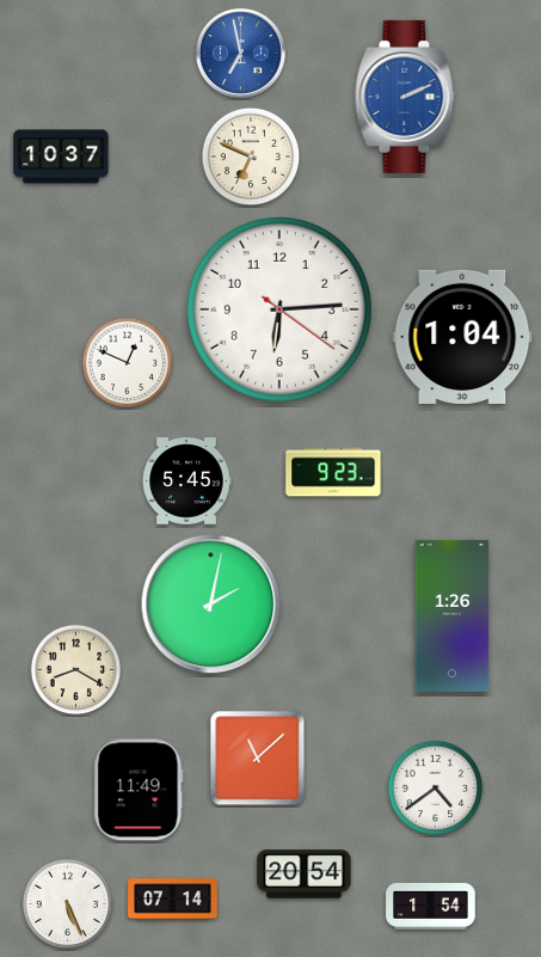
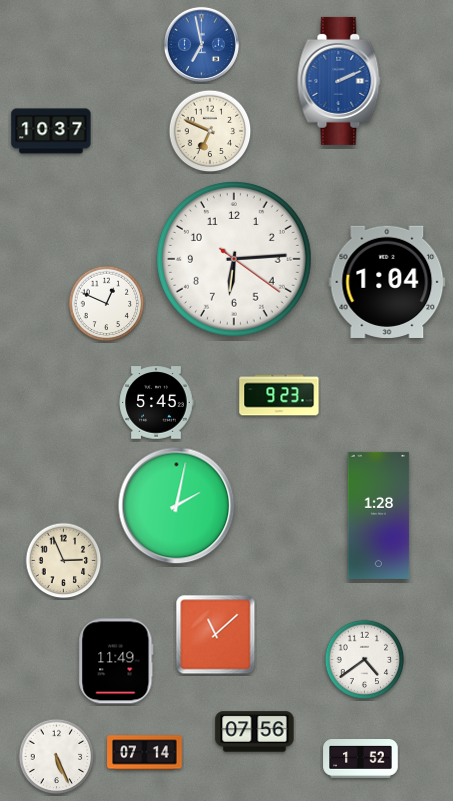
clock at (453, 615): 1:26 -> 1:28
clock at (76, 670): 8:20 -> 2:56
clock at (305, 875): 20:54 -> 07:56
clock at (431, 907): 1:54 -> 1:52
